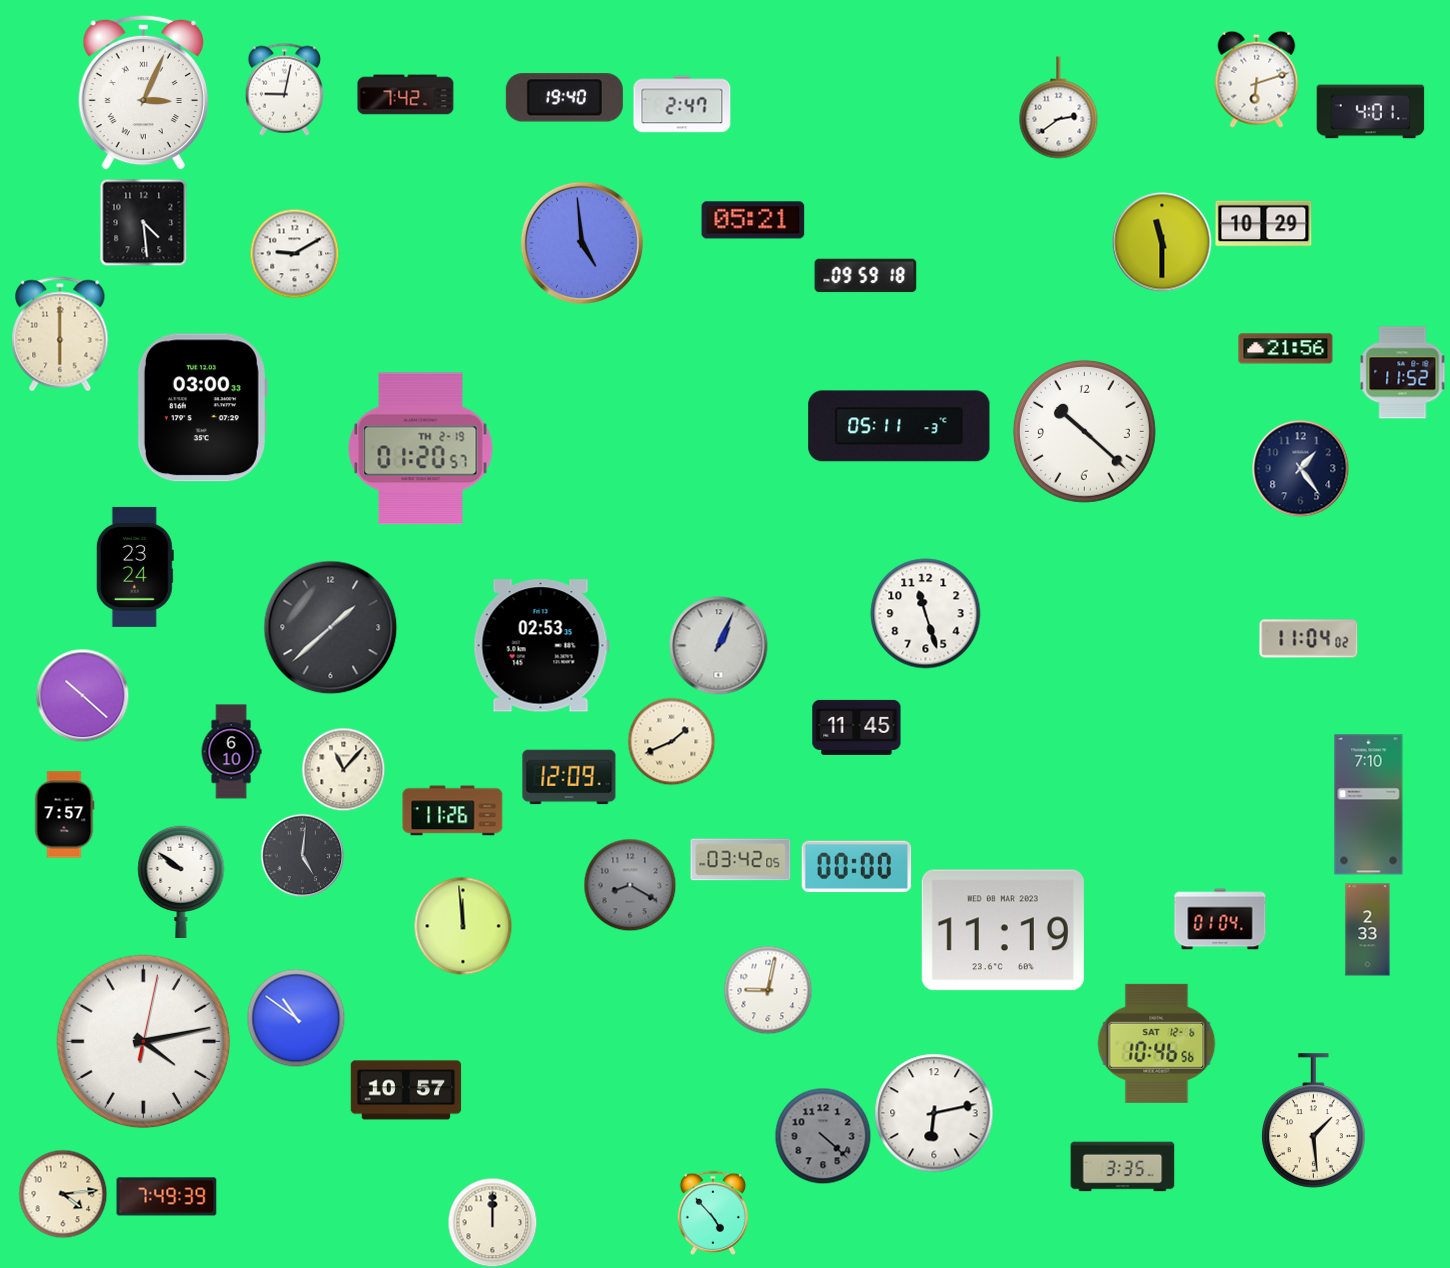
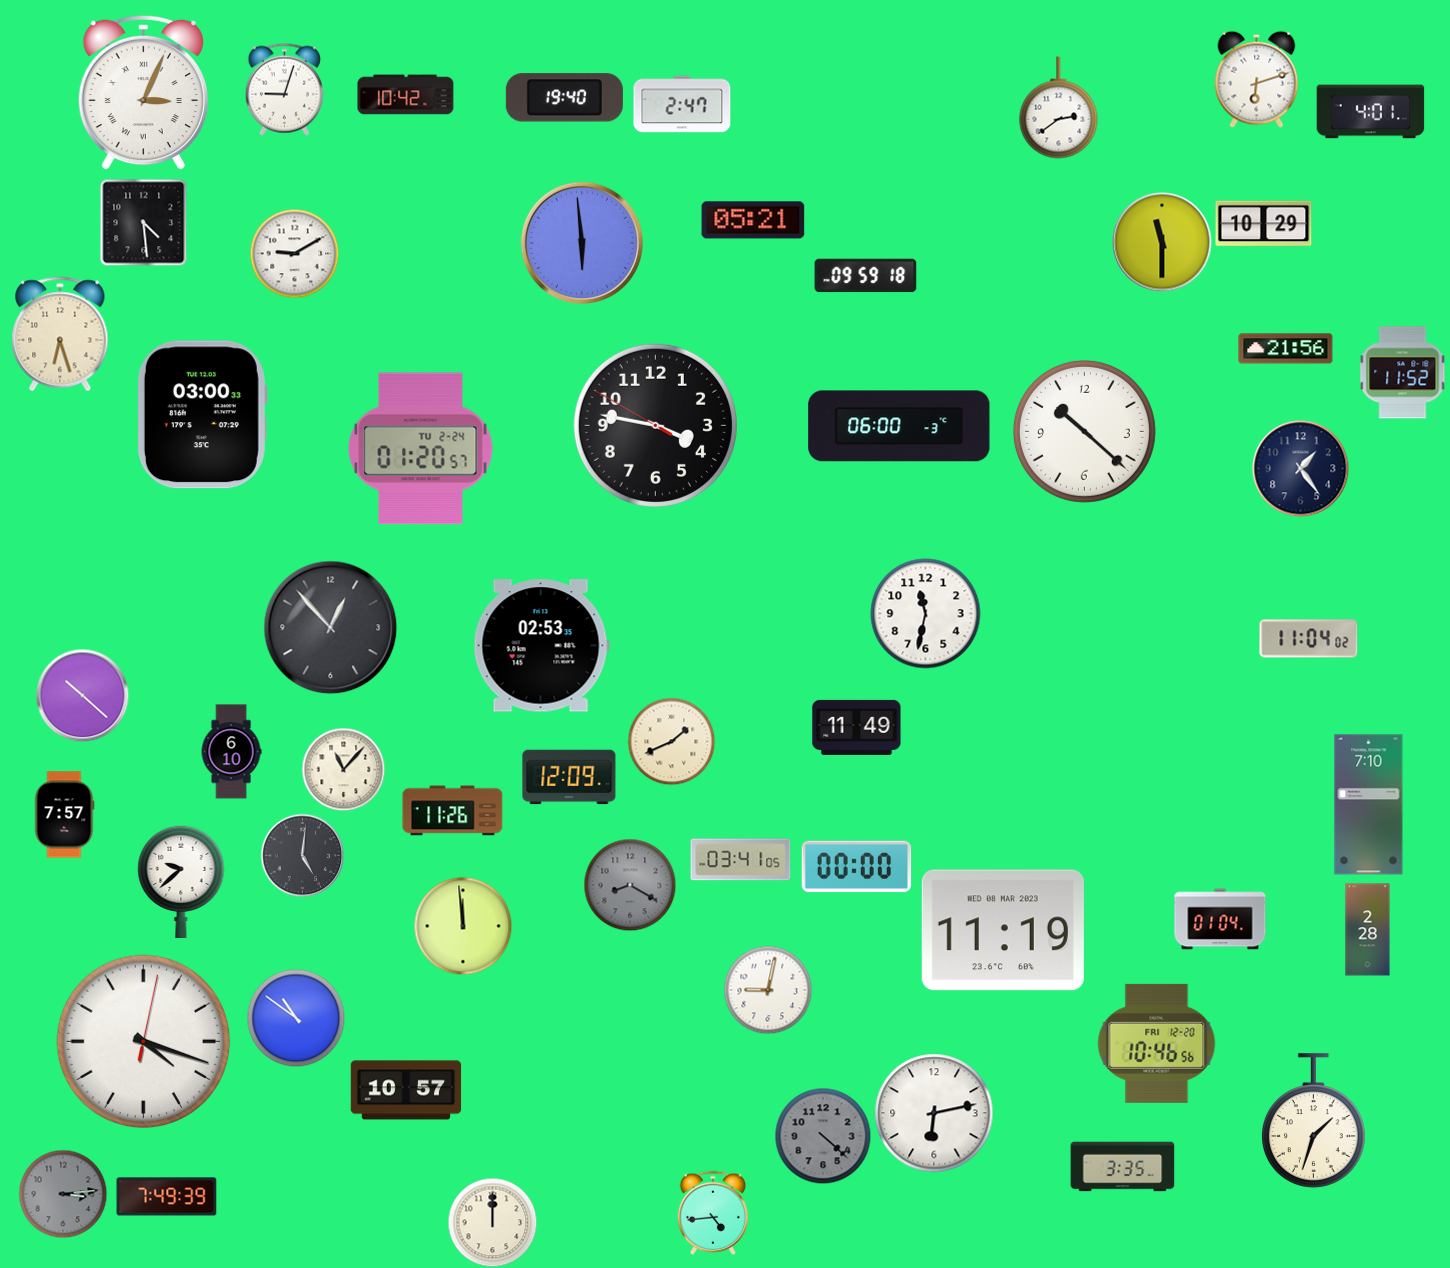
clock at (284, 89): 9:02 -> 9:03
clock at (406, 95): 7:42 -> 10:42
clock at (582, 243): 4:59 -> 5:59
clock at (60, 334): 6:00 -> 6:27
clock at (202, 408) position: (202, 408) -> (202, 415)
clock at (655, 425): none -> 3:46
clock at (899, 426): 05:11 -> 06:00
clock at (421, 449) date: TH 2-19 -> TU 2-24
clock at (135, 567): 23:24 -> none
clock at (926, 614): 11:27 -> 11:32
clock at (331, 628): 1:38 -> 12:53
clock at (719, 646): 1:04 -> none
clock at (857, 727): 11:45 -> 11:49
clock at (741, 860): 03:42 -> 03:41
clock at (181, 881): 9:51 -> 9:38
clock at (1368, 930): 2:33 -> 2:28
clock at (144, 1042): 4:13 -> 4:18
clock at (1157, 1043) date: SAT 12-6 -> FRI 12-20
clock at (1314, 1121): 1:29 -> 1:33
clock at (63, 1194): 4:14 -> 3:14
clock at (63, 1194) dial: cream -> grey
clock at (712, 1213): 4:53 -> 4:44
